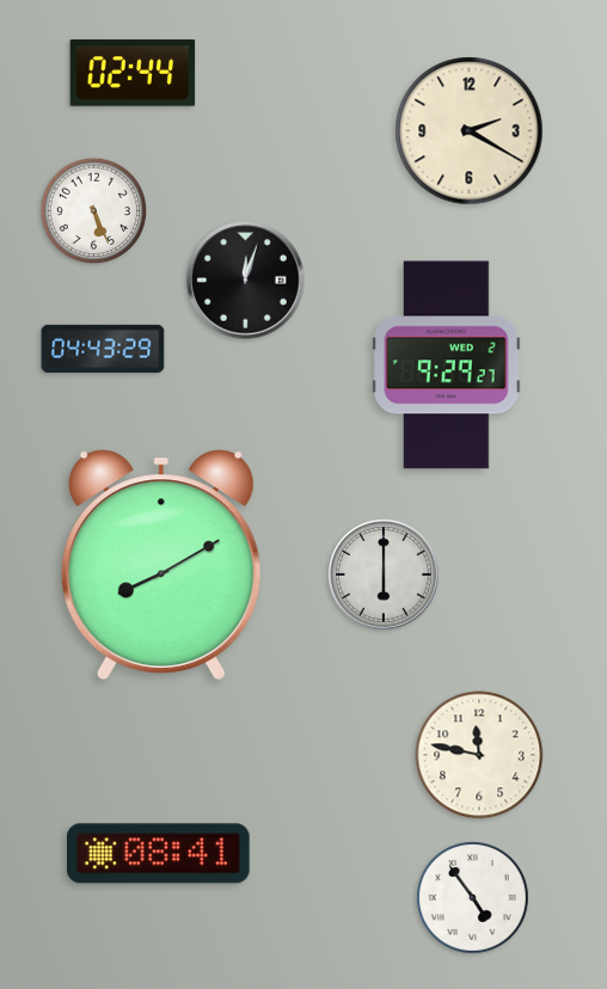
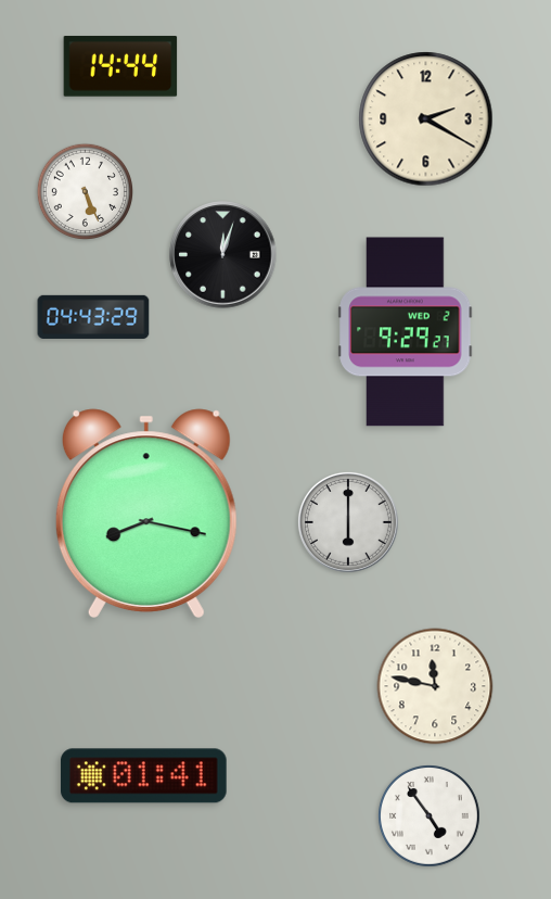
clock at (133, 73): 02:44 -> 14:44
clock at (161, 564): 8:10 -> 8:17
clock at (158, 854): 08:41 -> 01:41
